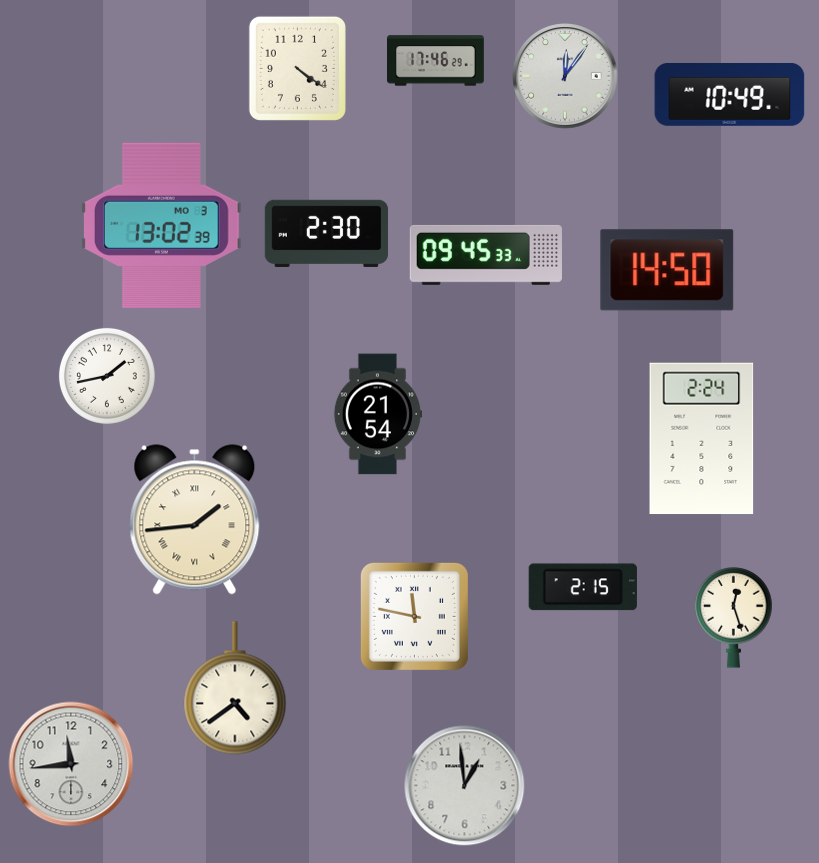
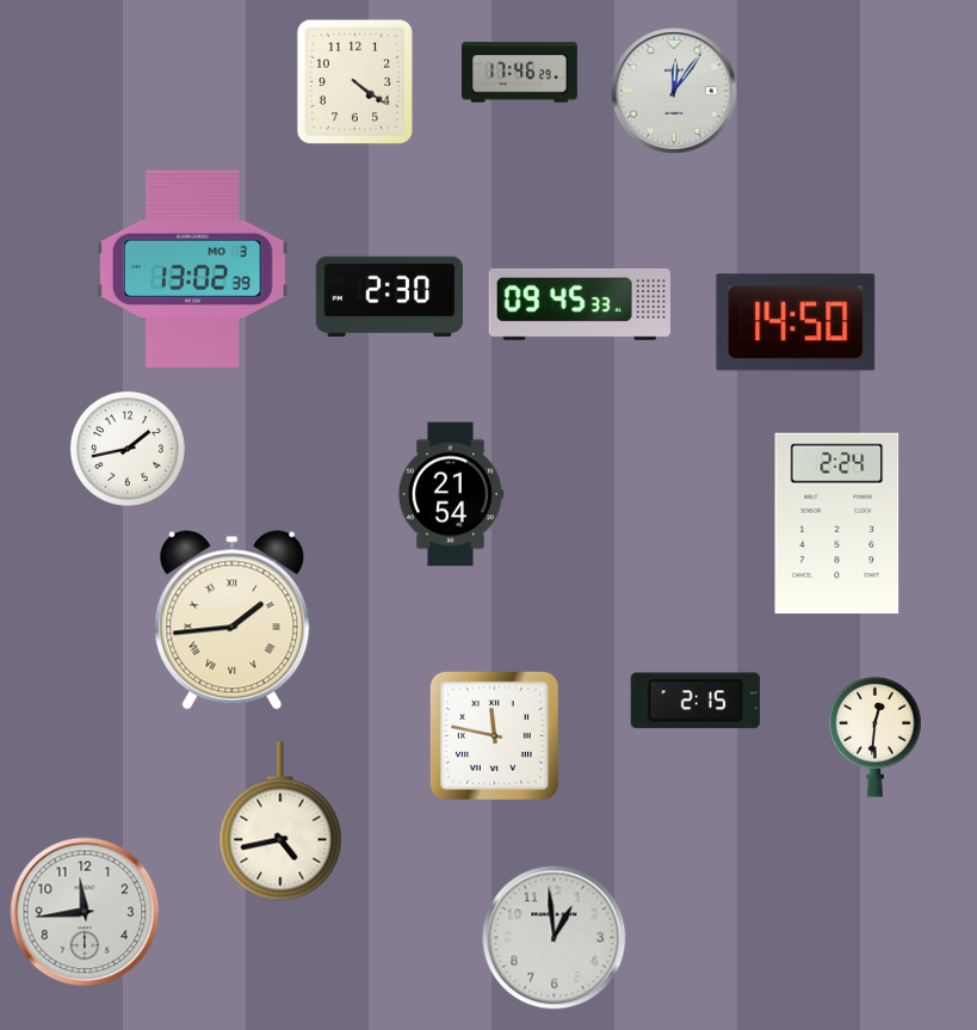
clock at (730, 95): 10:49 -> none
clock at (326, 233) position: (326, 233) -> (389, 296)
clock at (734, 617): 12:27 -> 12:31
clock at (235, 688): 4:39 -> 4:43
